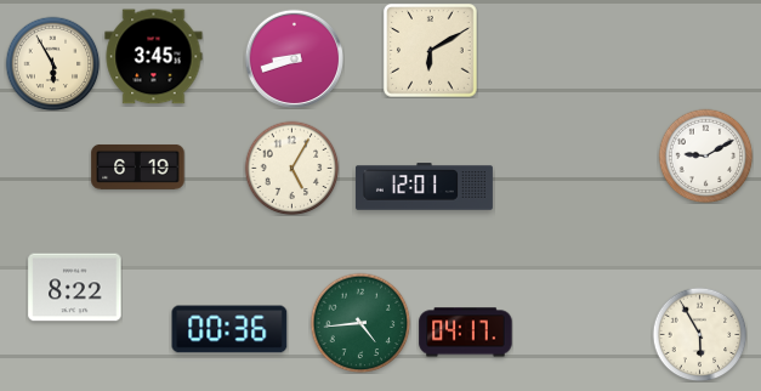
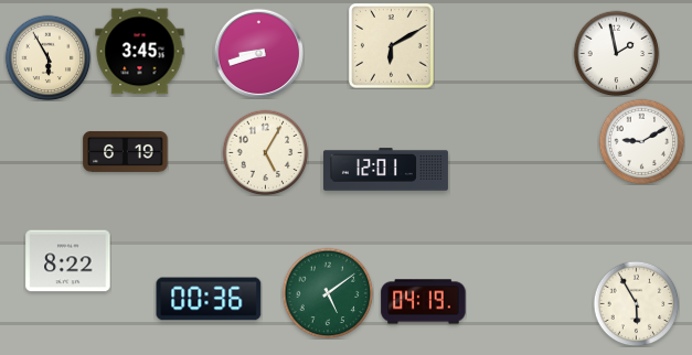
clock at (294, 58) position: (294, 58) -> (258, 53)
clock at (616, 53): none -> 1:58
clock at (360, 323): 4:44 -> 5:09
clock at (466, 333): 04:17 -> 04:19
